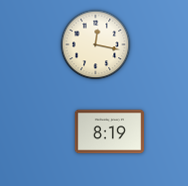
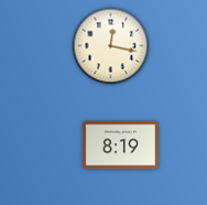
clock at (96, 45) position: (96, 45) -> (111, 46)
